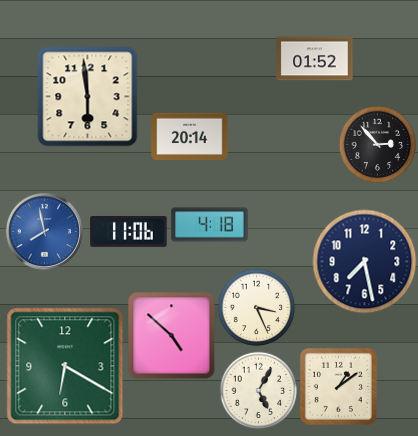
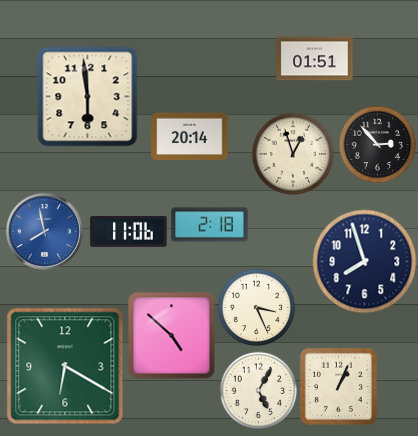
clock at (315, 59): 01:52 -> 01:51
clock at (293, 154): none -> 12:57
clock at (210, 225): 4:18 -> 2:18
clock at (365, 262): 7:28 -> 7:57
clock at (338, 386): 1:09 -> 1:04
